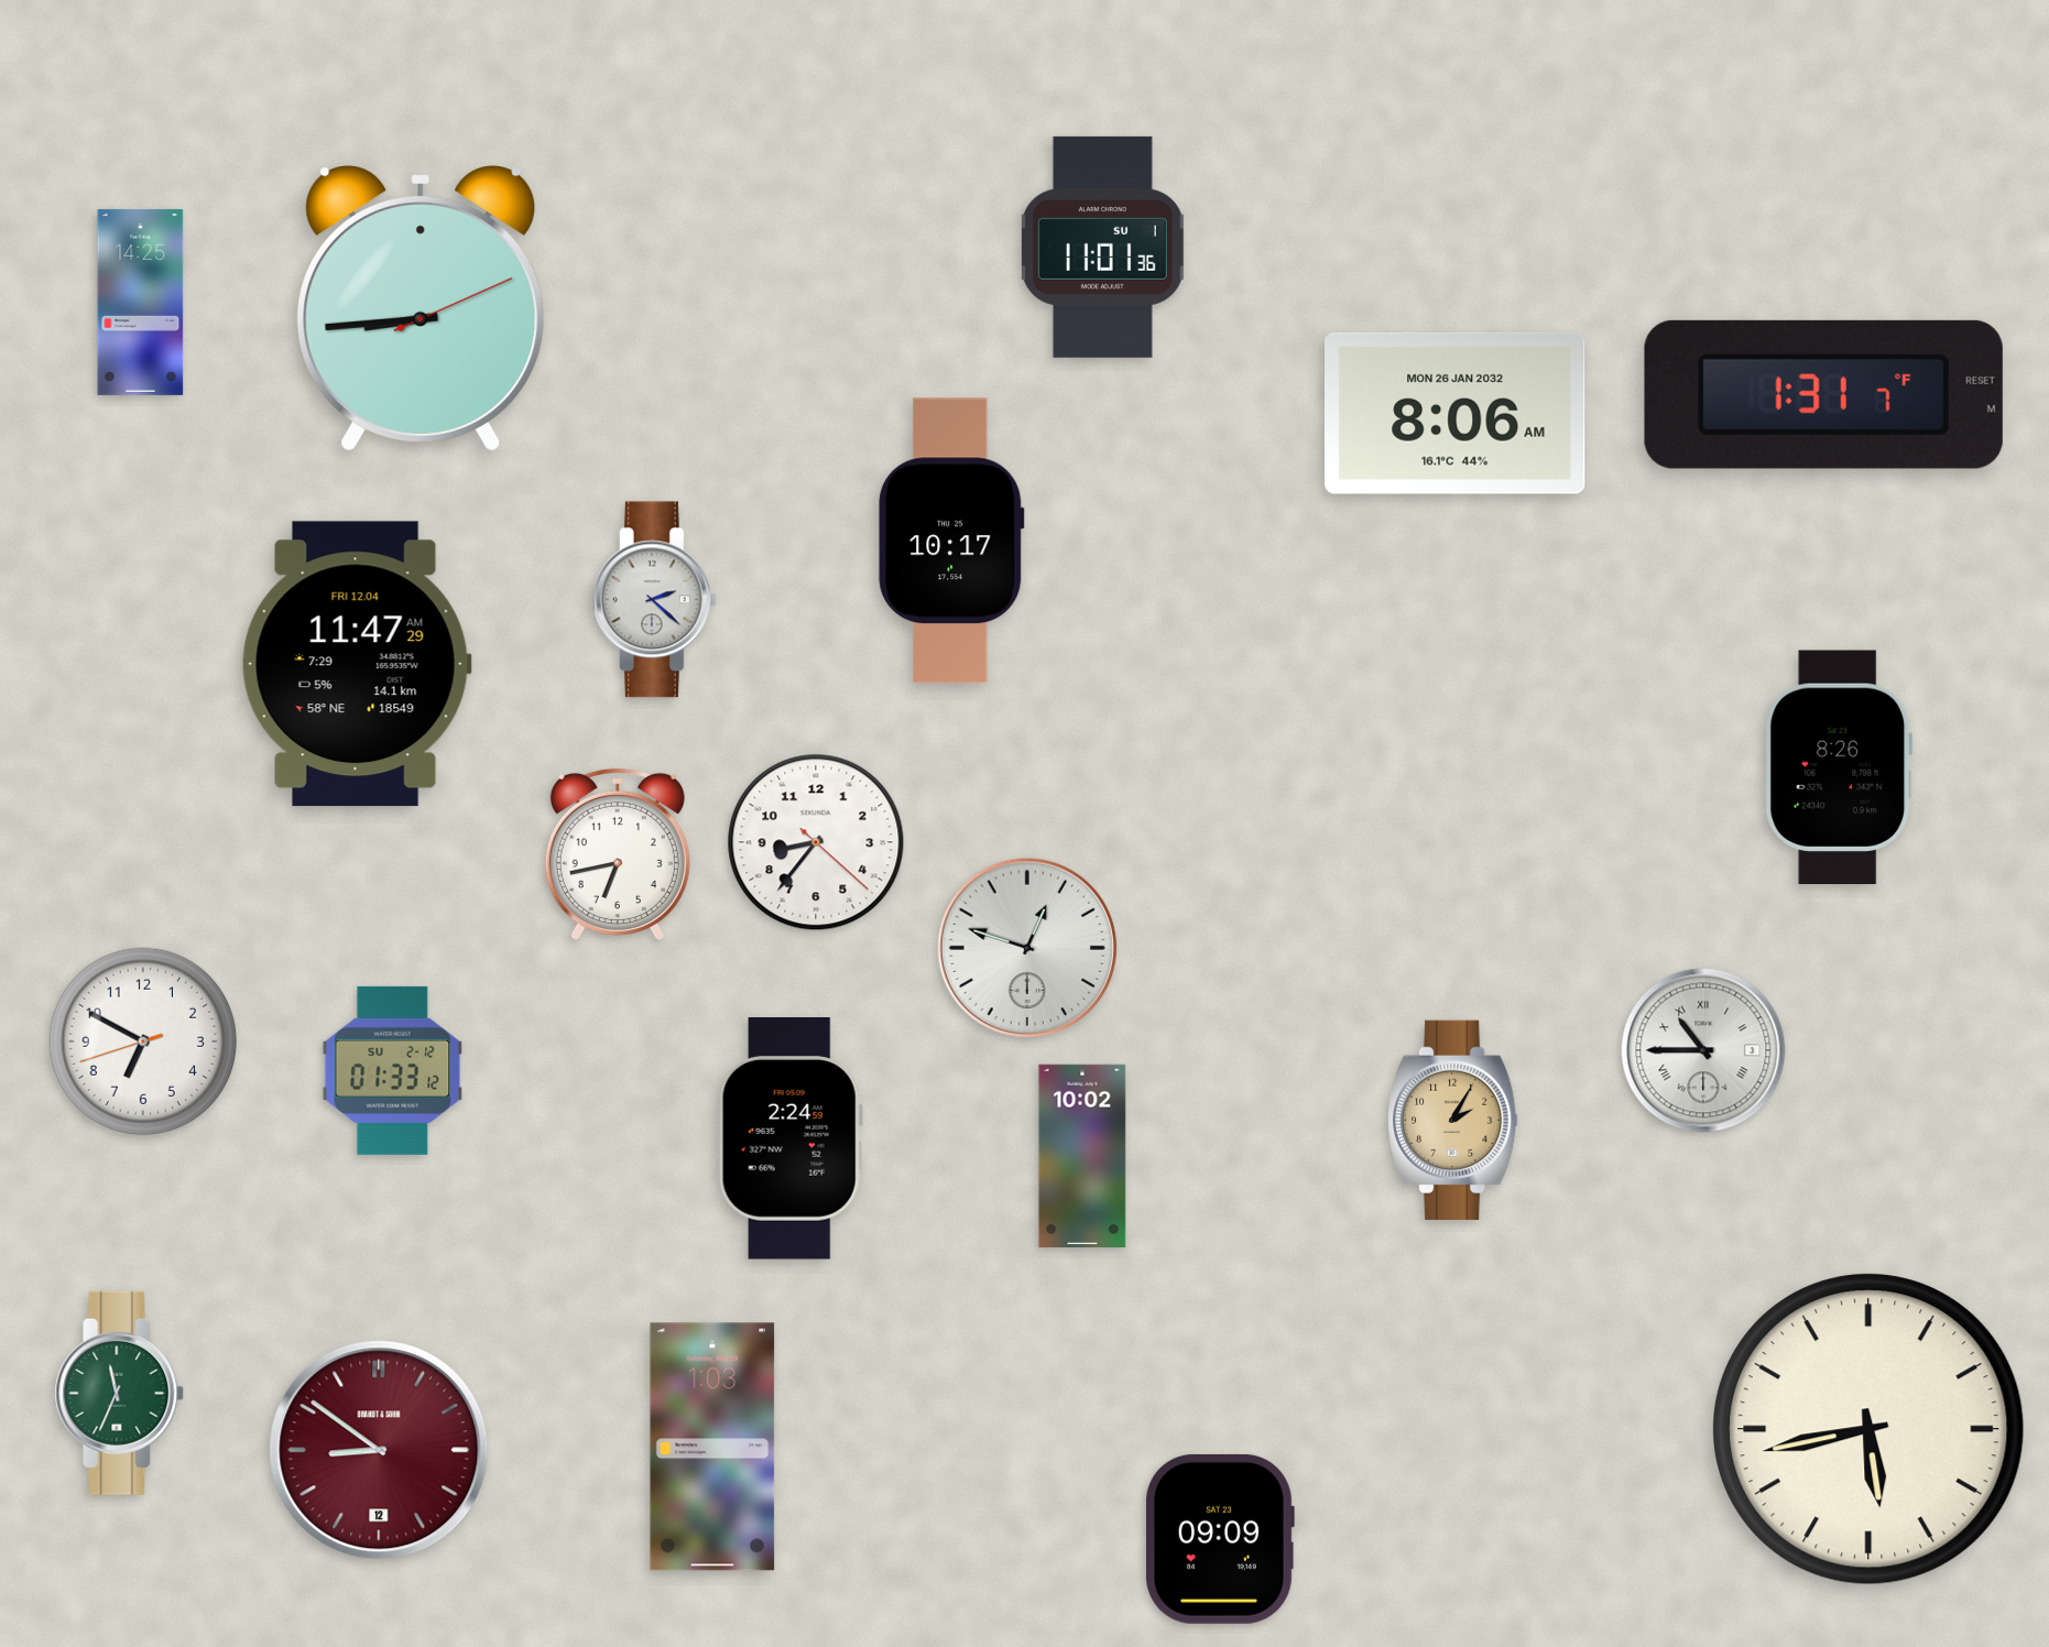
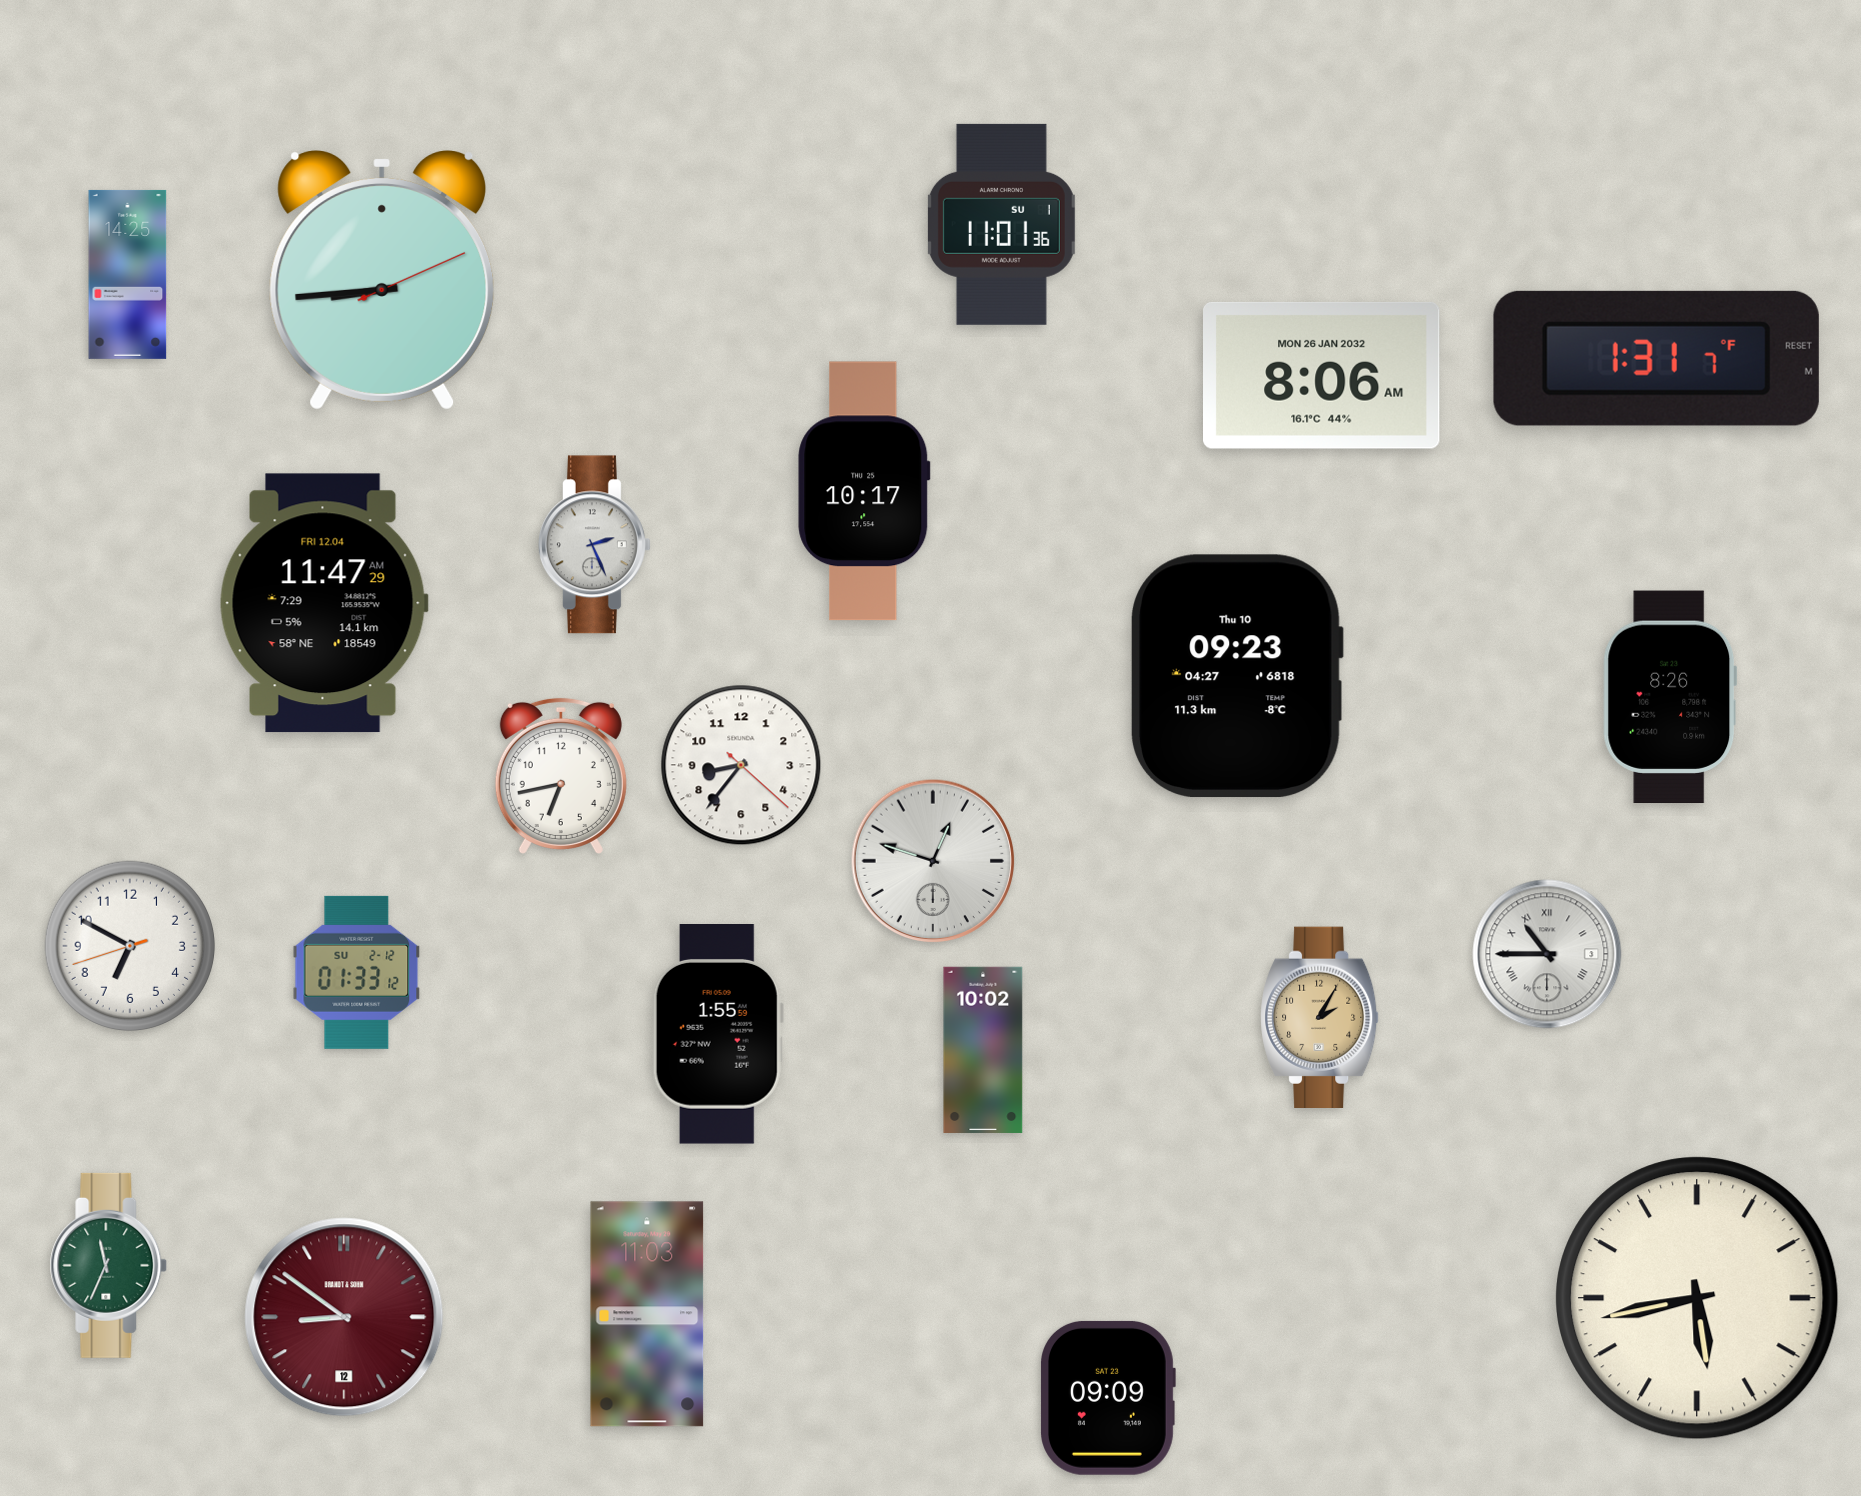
clock at (654, 600): 2:22 -> 2:26
clock at (1236, 676): none -> 09:23
clock at (791, 1139): 2:24 -> 1:55
clock at (712, 1447): 1:03 -> 11:03
